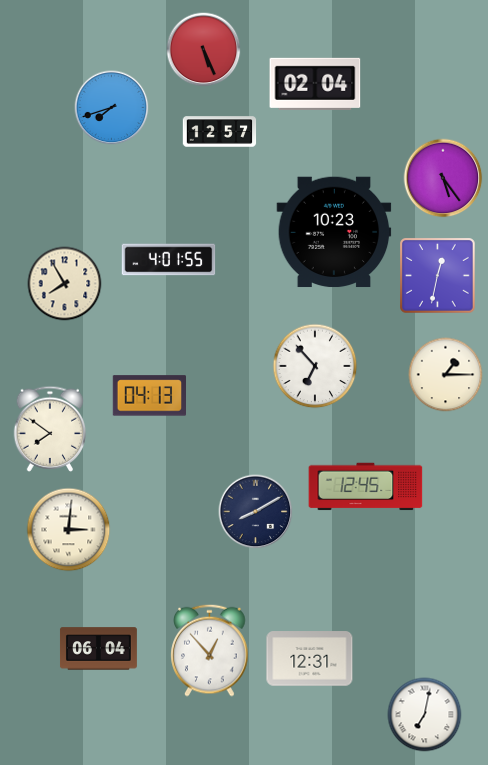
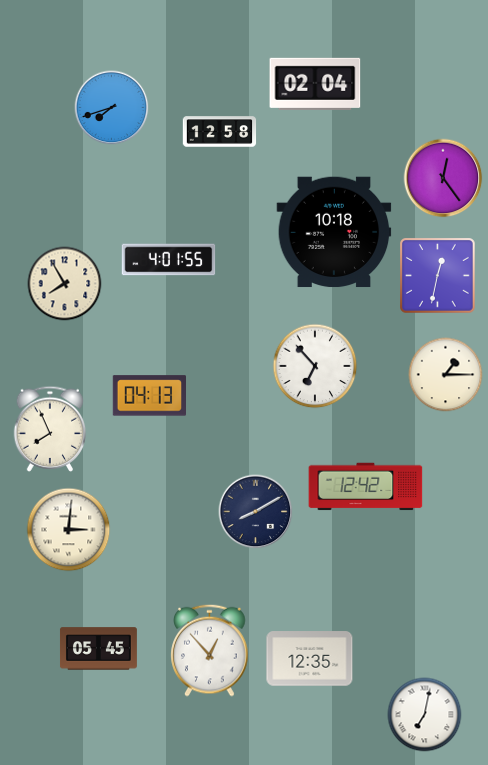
clock at (204, 50): 5:26 -> none
clock at (220, 132): 12:57 -> 12:58
clock at (443, 178): 5:24 -> 12:24
clock at (334, 232): 10:23 -> 10:18
clock at (50, 429): 7:51 -> 7:56
clock at (366, 487): 12:45 -> 12:42
clock at (98, 649): 06:04 -> 05:45
clock at (310, 659): 12:31 -> 12:35
